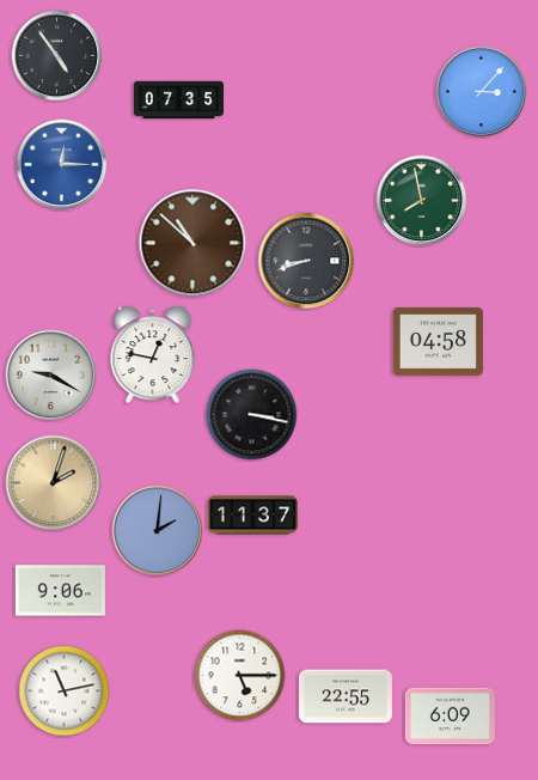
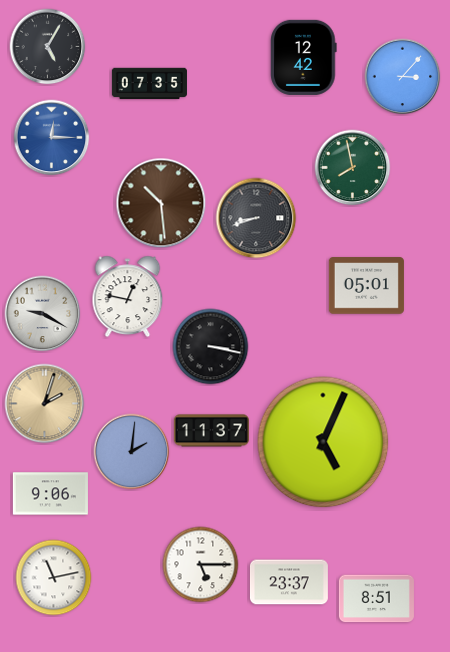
clock at (57, 56): 4:54 -> 5:05
clock at (304, 57): none -> 12:42
clock at (192, 243): 10:52 -> 10:29
clock at (438, 342): 04:58 -> 05:01
clock at (323, 442): none -> 5:04
clock at (158, 531) position: (158, 531) -> (132, 452)
clock at (346, 696): 22:55 -> 23:37
clock at (450, 717): 6:09 -> 8:51
